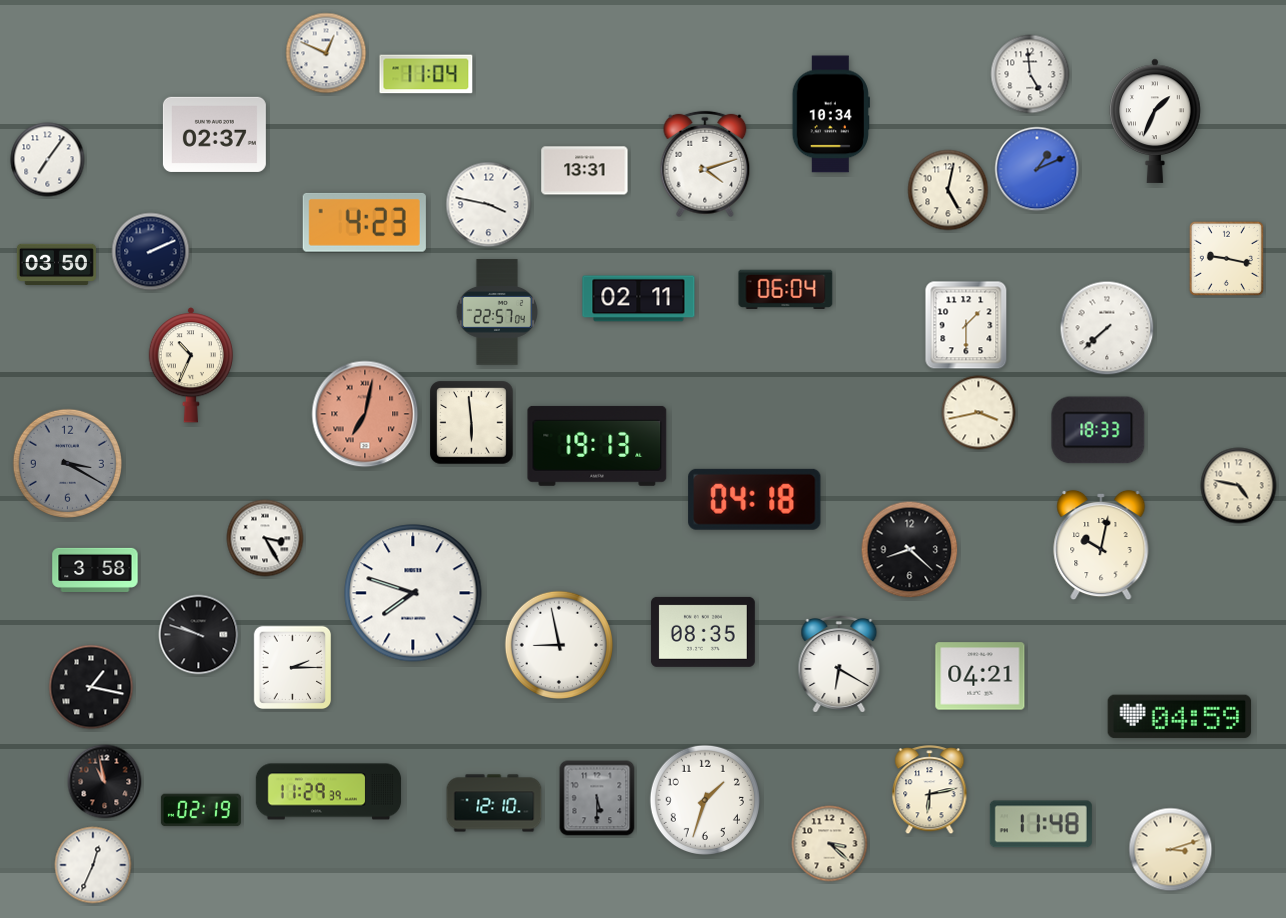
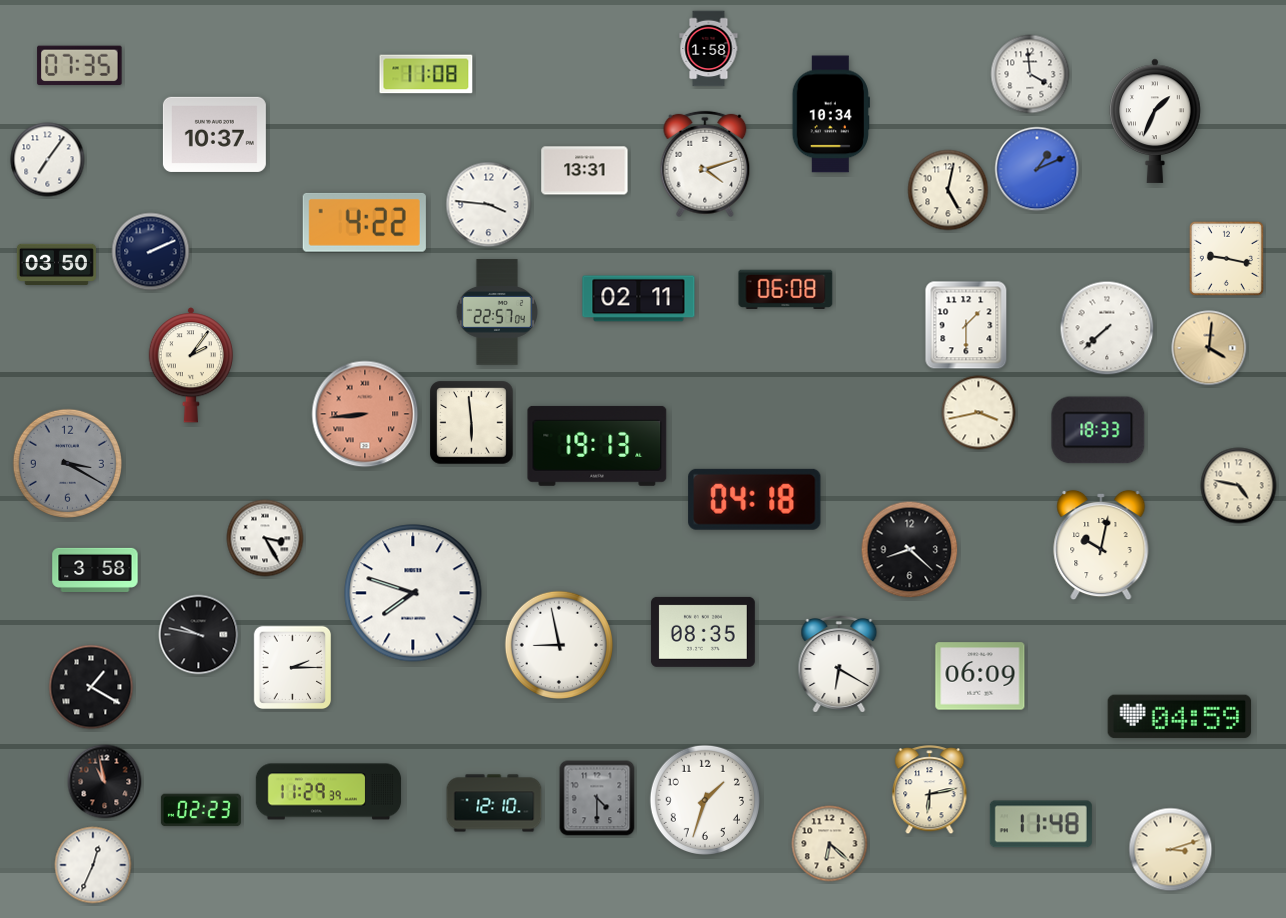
clock at (709, 49): none -> 1:58
clock at (326, 53): 12:49 -> none
clock at (80, 66): none -> 07:35
clock at (426, 74): 11:04 -> 11:08
clock at (1030, 74): 4:59 -> 3:59
clock at (214, 134): 02:37 -> 10:37
clock at (489, 205): 3:47 -> 3:46
clock at (364, 222): 4:23 -> 4:22
clock at (786, 289): 06:04 -> 06:08
clock at (1209, 348): none -> 4:01
clock at (191, 365): 10:34 -> 2:06
clock at (365, 414): 7:02 -> 8:44
clock at (199, 635): 9:48 -> 9:47
clock at (980, 676): 04:21 -> 06:09
clock at (91, 687): 1:17 -> 1:20
clock at (597, 798): 5:30 -> 4:30
clock at (201, 810): 02:19 -> 02:23
clock at (830, 844): 3:22 -> 6:22
